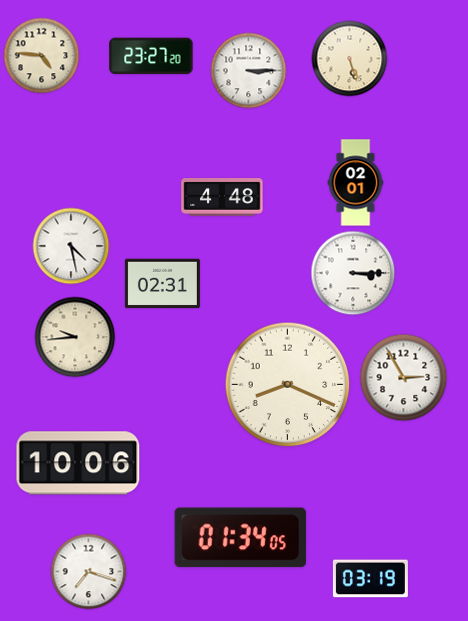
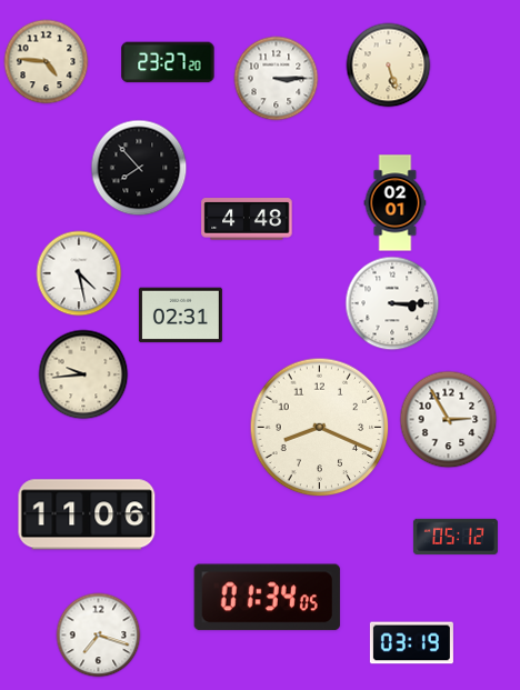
clock at (139, 168): none -> 7:53
clock at (78, 463): 10:06 -> 11:06
clock at (456, 537): none -> 05:12
